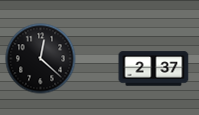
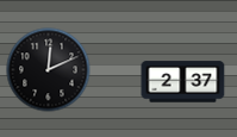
clock at (41, 59): 12:22 -> 12:11
